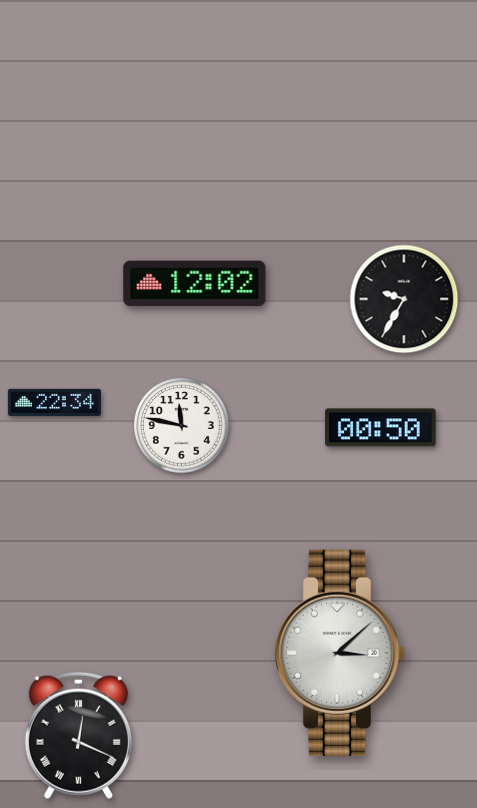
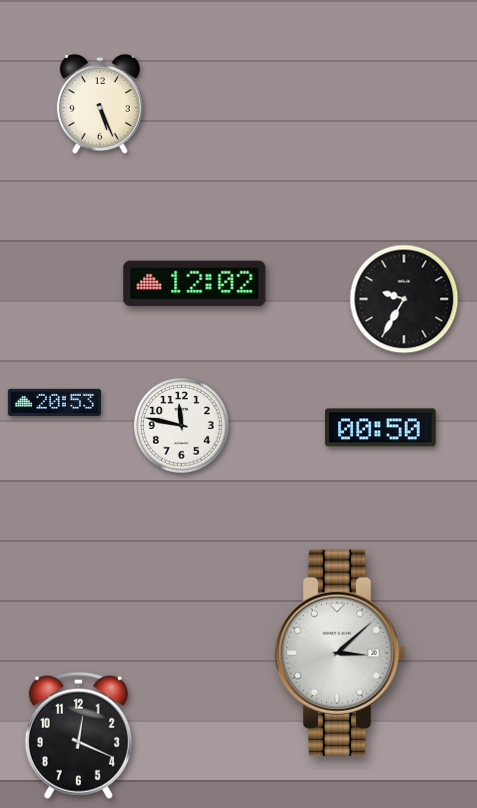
clock at (100, 104): none -> 5:26
clock at (54, 402): 22:34 -> 20:53
clock at (78, 735) numerals: Roman -> Arabic
